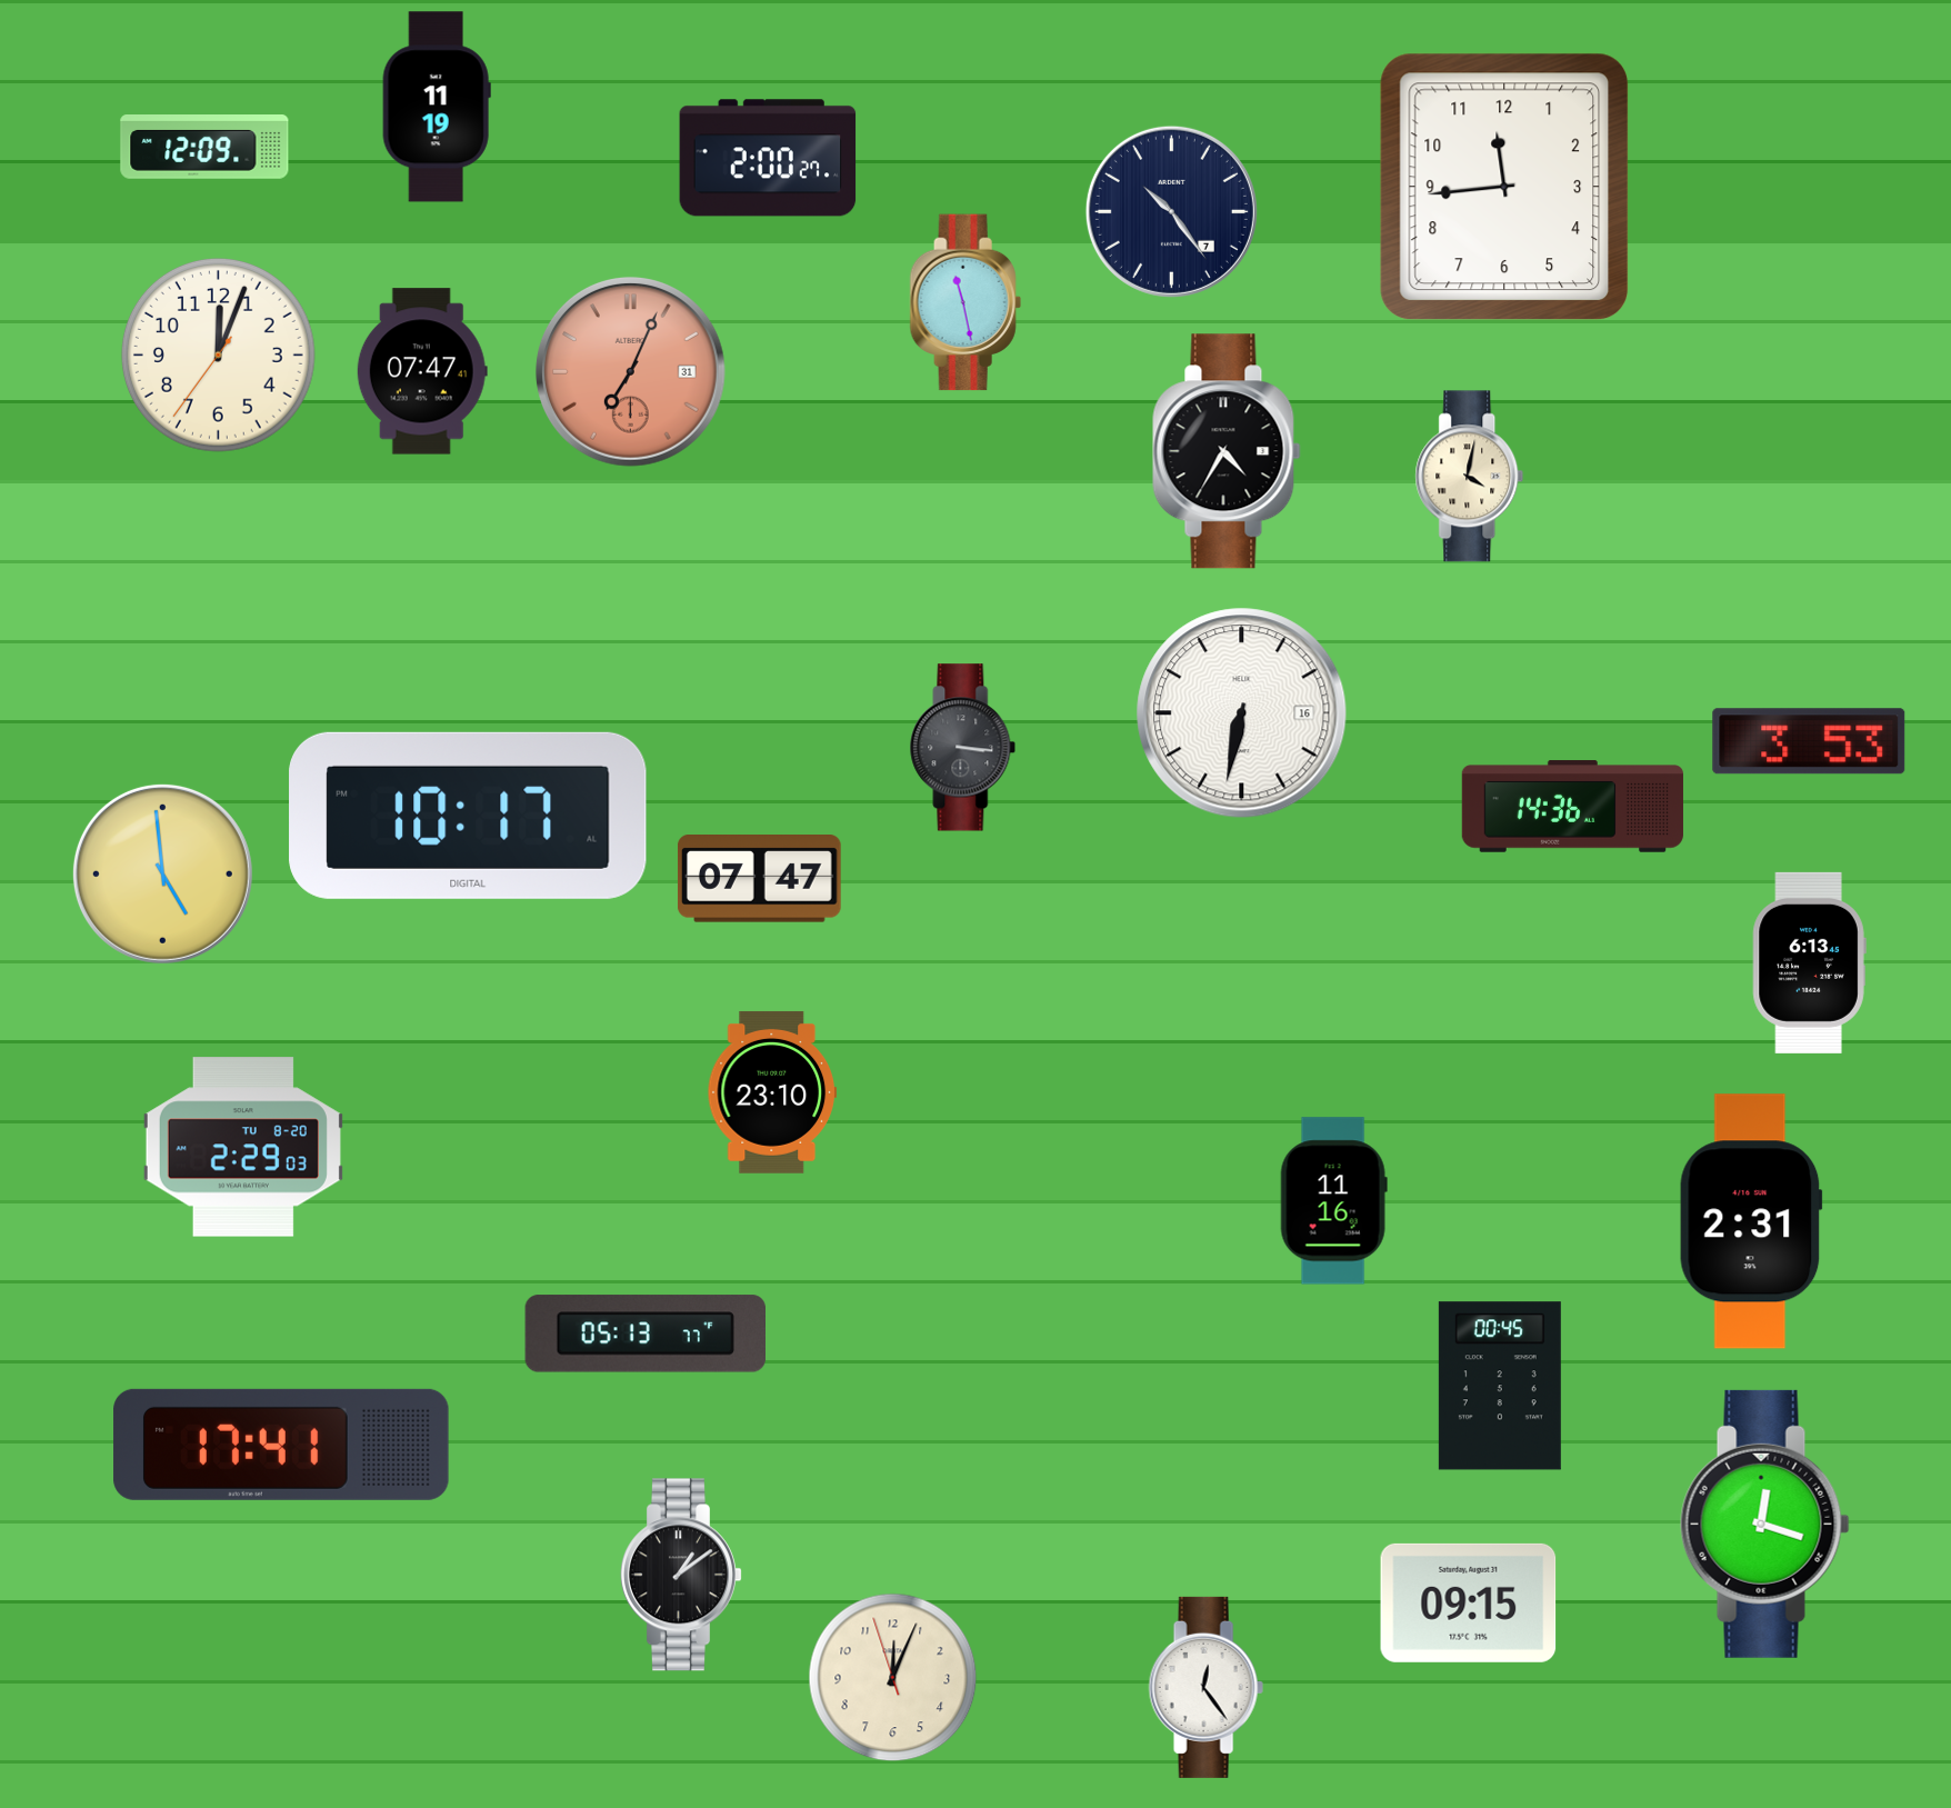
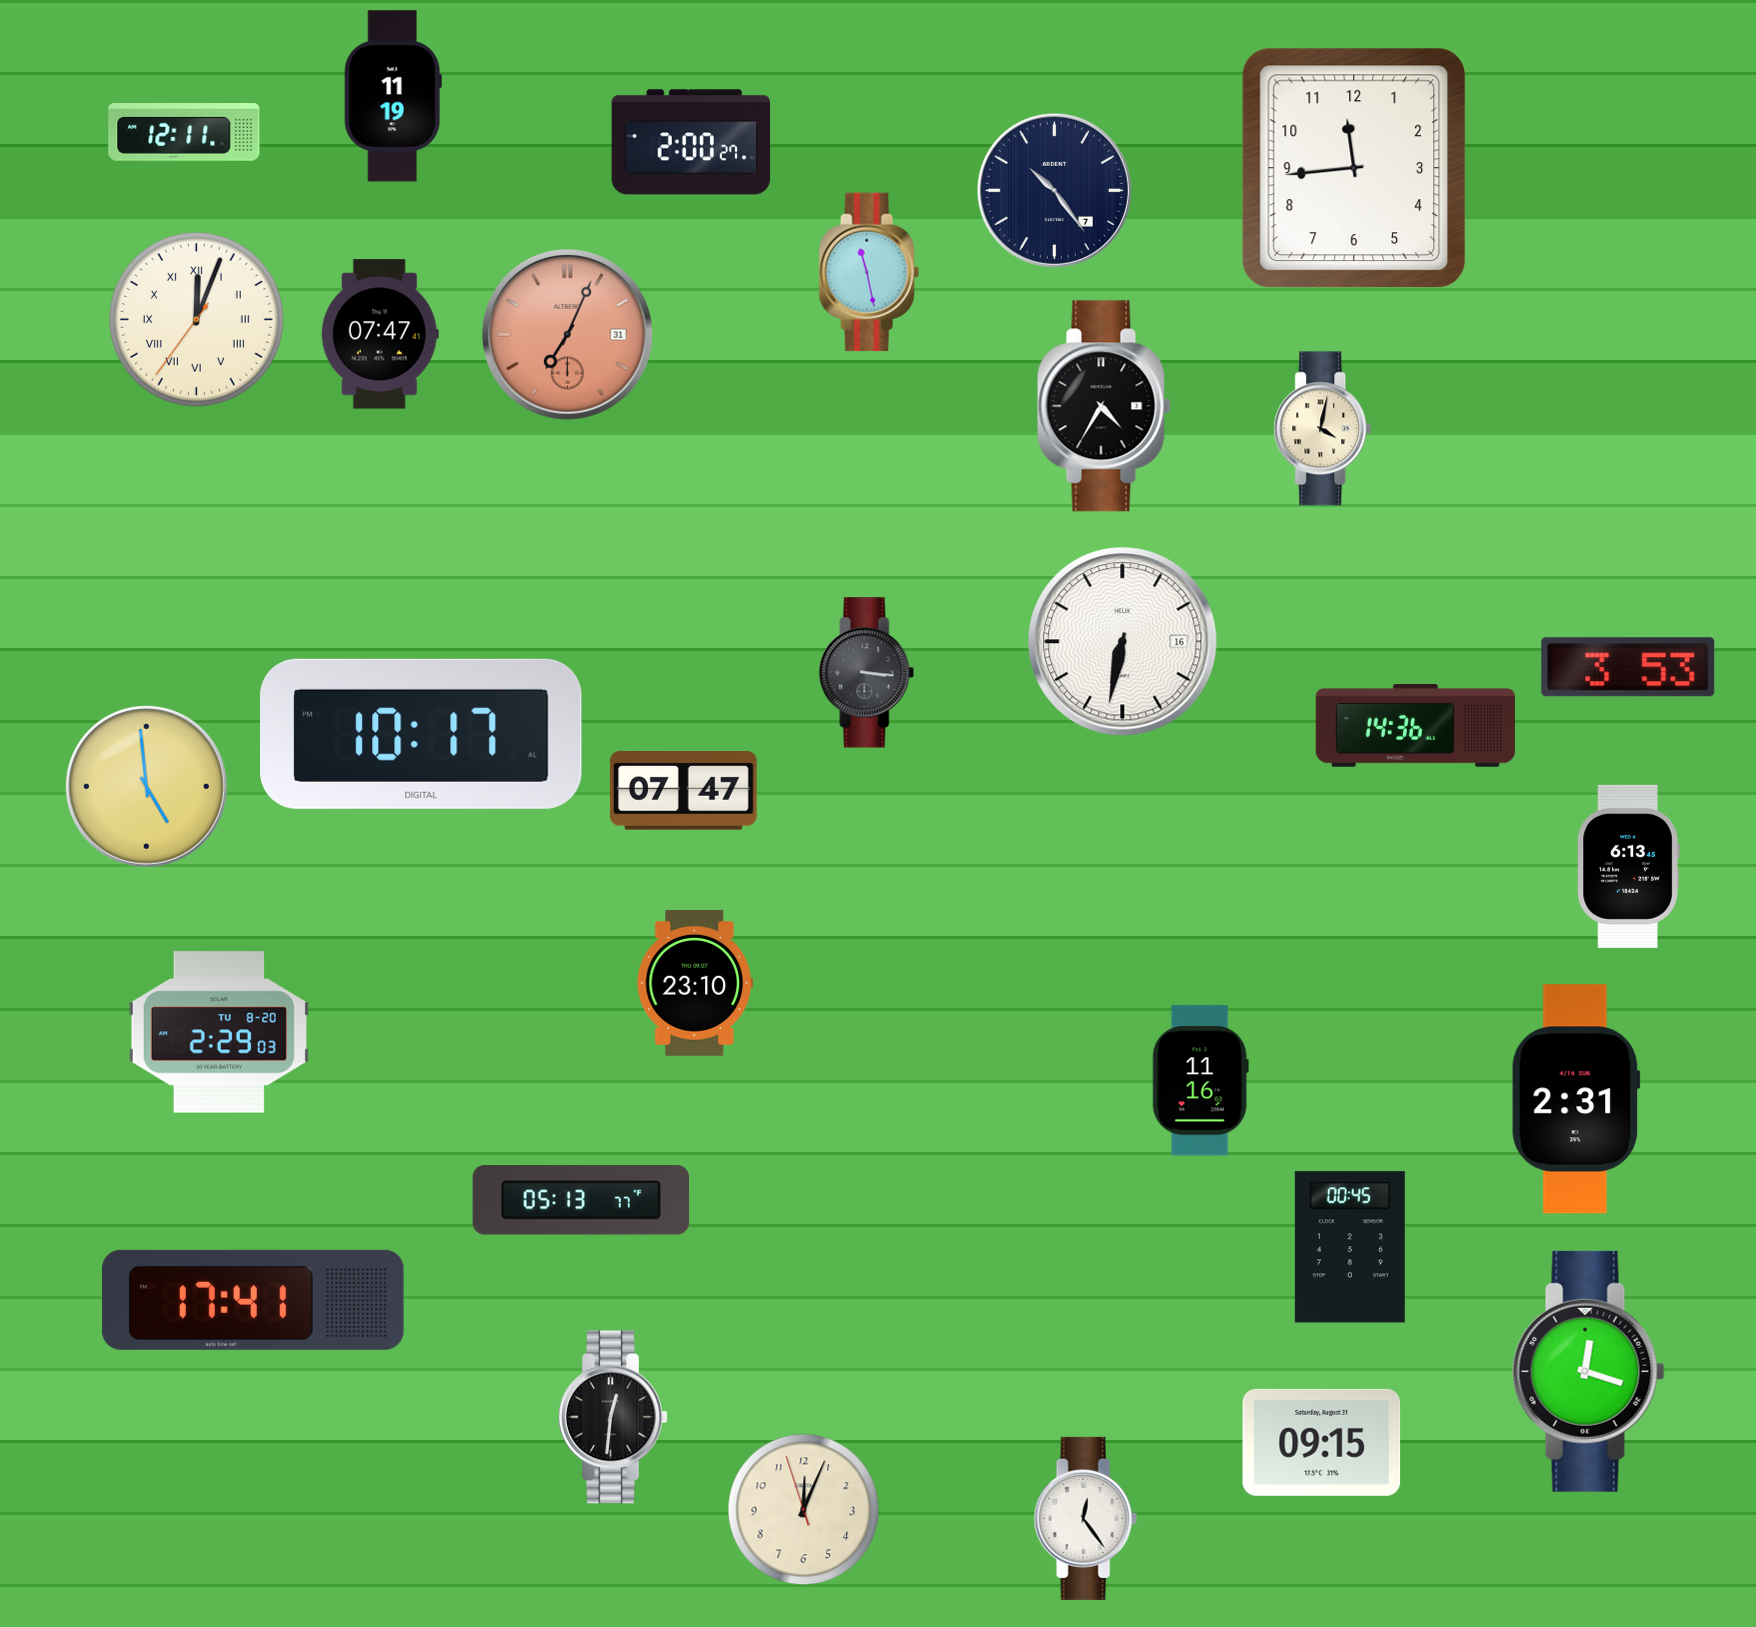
clock at (204, 148): 12:09 -> 12:11
clock at (218, 354) numerals: Arabic -> Roman
clock at (1242, 713) position: (1242, 713) -> (1123, 642)
clock at (681, 1575): 1:09 -> 12:31
